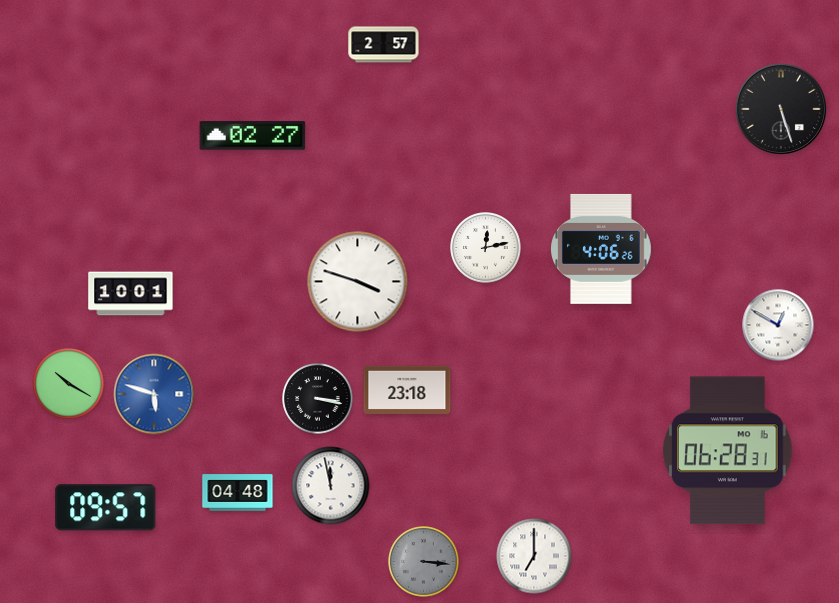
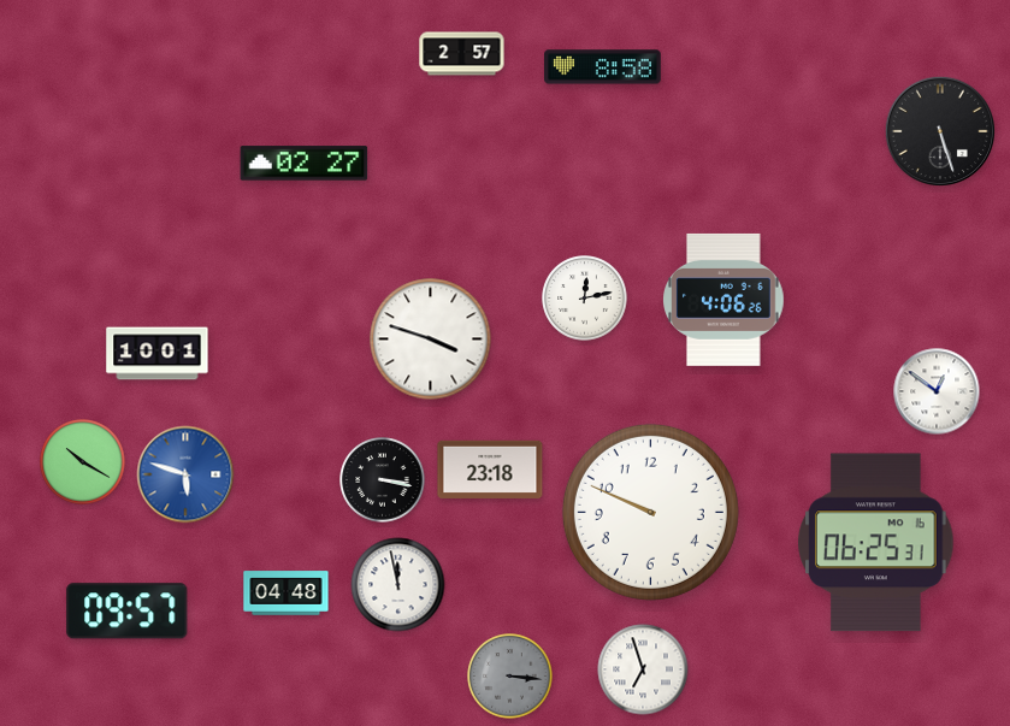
clock at (603, 67): none -> 8:58
clock at (778, 325): 12:50 -> 12:51
clock at (650, 512): none -> 9:49
clock at (728, 451): 06:28 -> 06:25
clock at (534, 556): 7:00 -> 6:57
